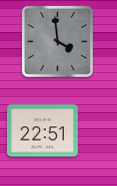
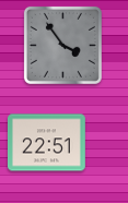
clock at (57, 41): 3:59 -> 3:54
